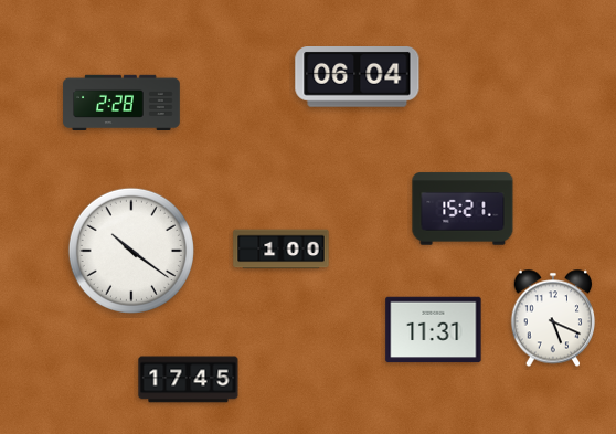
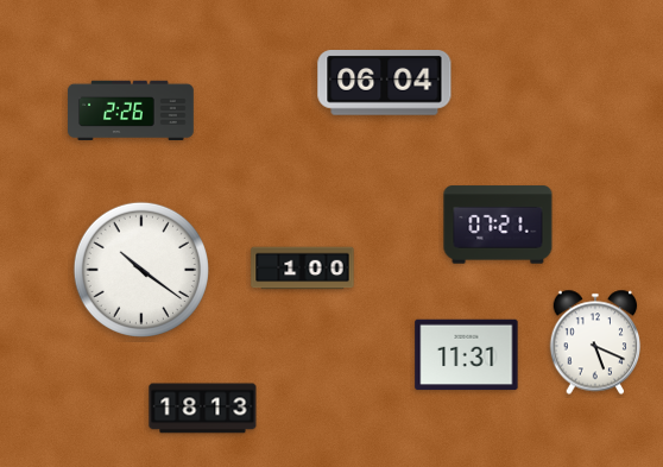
clock at (121, 103): 2:28 -> 2:26
clock at (463, 209): 15:21 -> 07:21
clock at (189, 380): 17:45 -> 18:13
